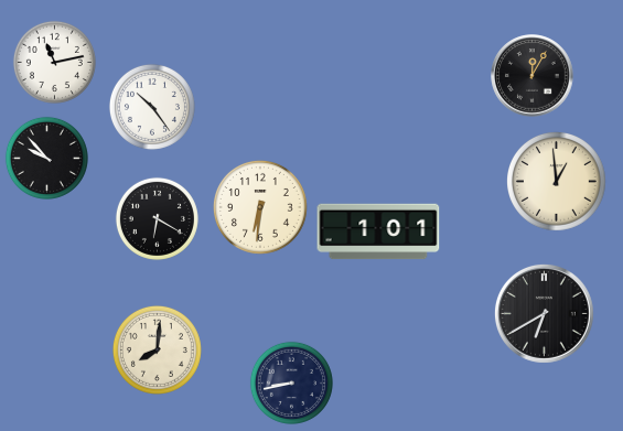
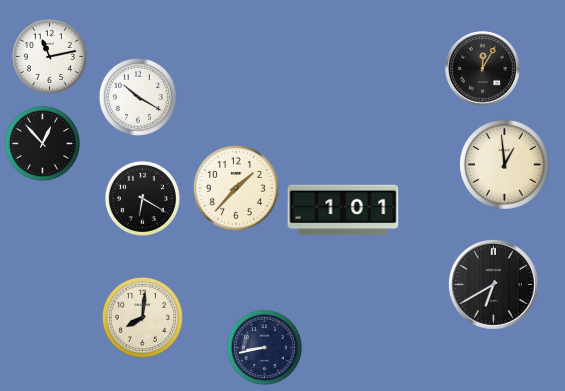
clock at (152, 107): 10:24 -> 10:20
clock at (46, 158): 9:53 -> 12:53
clock at (260, 207): 6:31 -> 1:37
